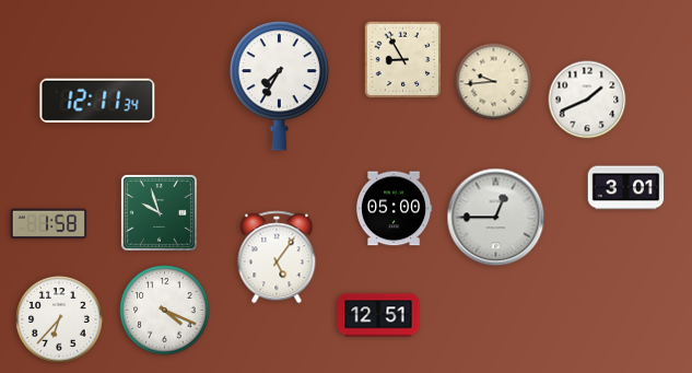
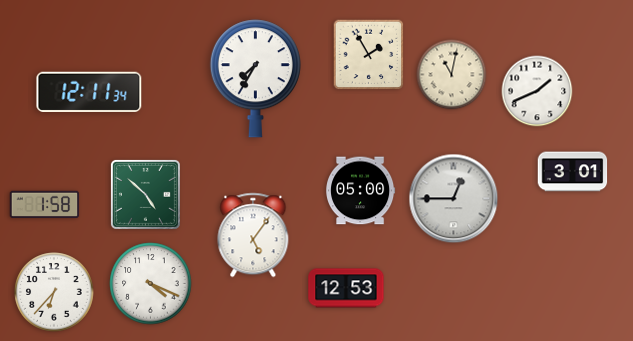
clock at (403, 60): 8:55 -> 1:55
clock at (494, 82): 9:44 -> 11:02
clock at (159, 212): 9:57 -> 4:52
clock at (378, 315): 12:51 -> 12:53
